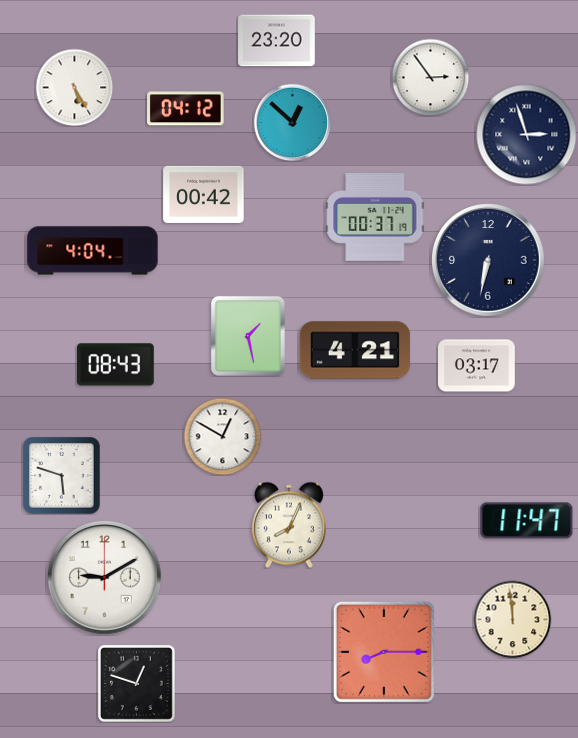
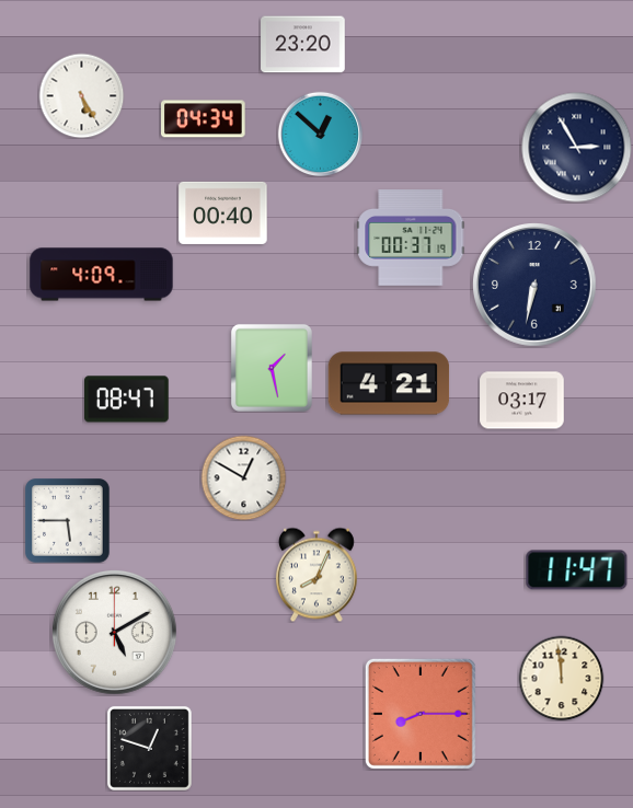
clock at (430, 77): 2:54 -> none
clock at (186, 109): 04:12 -> 04:34
clock at (527, 135): 2:57 -> 2:55
clock at (204, 194): 00:42 -> 00:40
clock at (93, 251): 4:04 -> 4:09
clock at (116, 365): 08:43 -> 08:47
clock at (62, 476): 5:48 -> 5:45
clock at (105, 578): 9:10 -> 5:10
